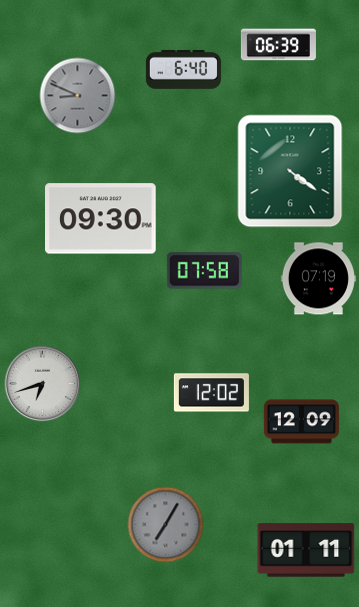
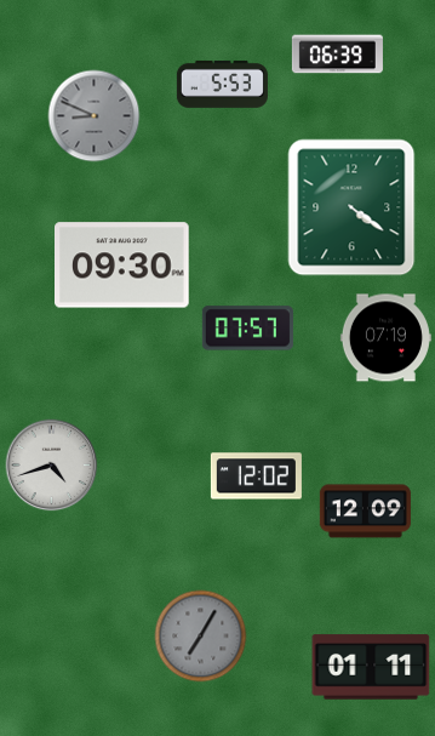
clock at (183, 69): 6:40 -> 5:53
clock at (204, 271): 07:58 -> 07:57
clock at (43, 384): 6:42 -> 4:42
